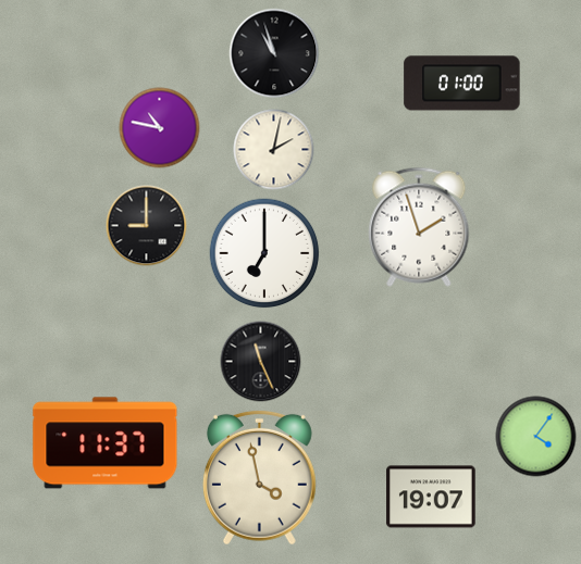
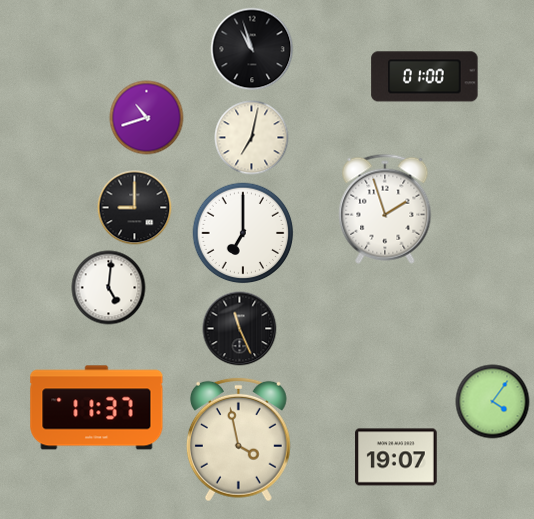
clock at (160, 128): 10:47 -> 10:42
clock at (274, 150): 2:02 -> 7:02
clock at (109, 288): none -> 5:01
clock at (261, 362) position: (261, 362) -> (240, 329)
